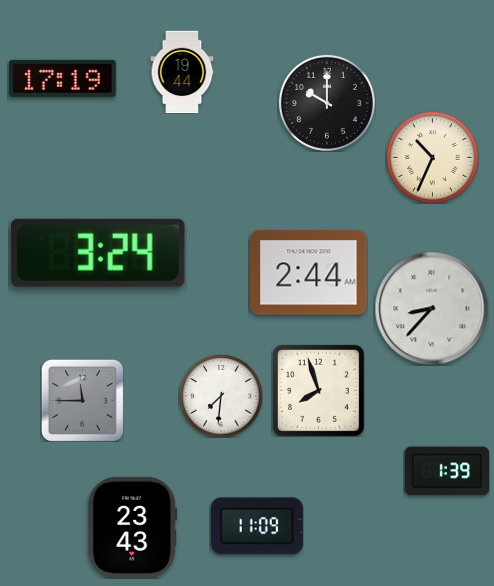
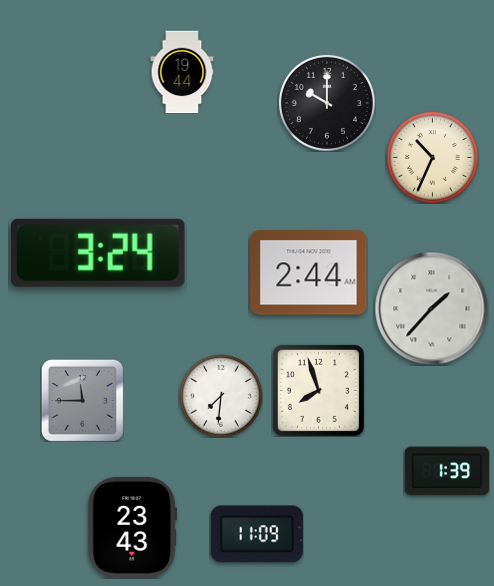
clock at (63, 78): 17:19 -> none
clock at (431, 308): 8:37 -> 1:37
clock at (257, 526) position: (257, 526) -> (257, 534)
